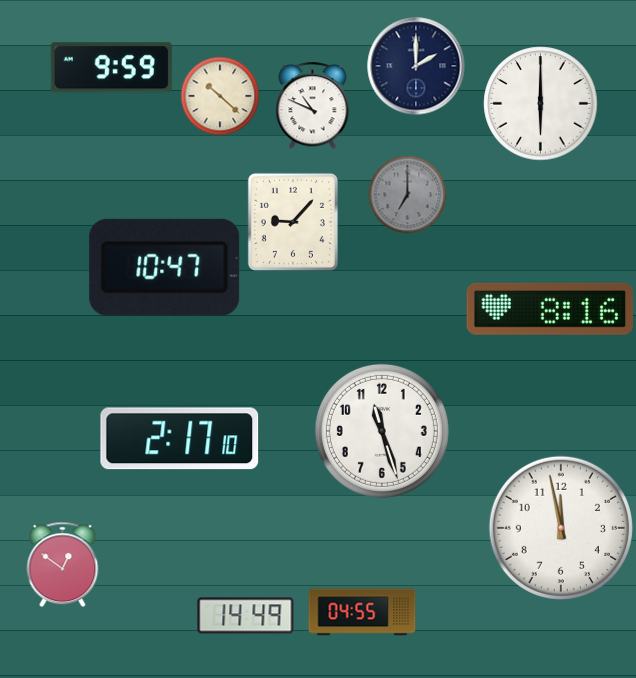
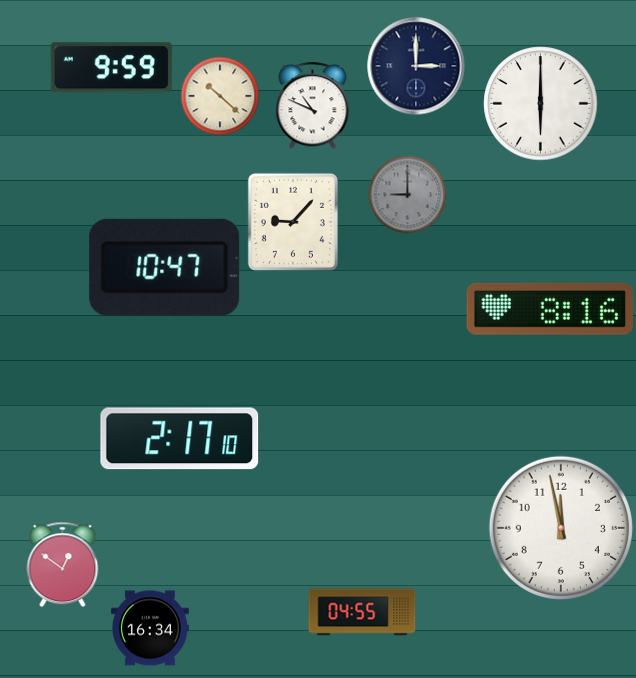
clock at (416, 66): 2:00 -> 3:00
clock at (407, 194): 7:00 -> 9:00
clock at (382, 431): 11:27 -> none
clock at (246, 616): 14:49 -> none
clock at (150, 628): none -> 16:34
